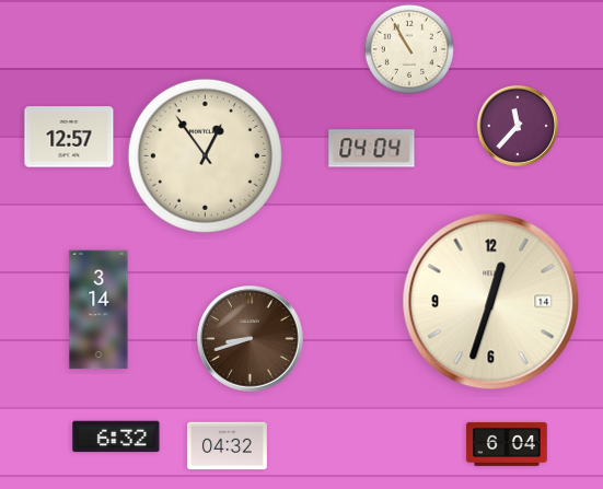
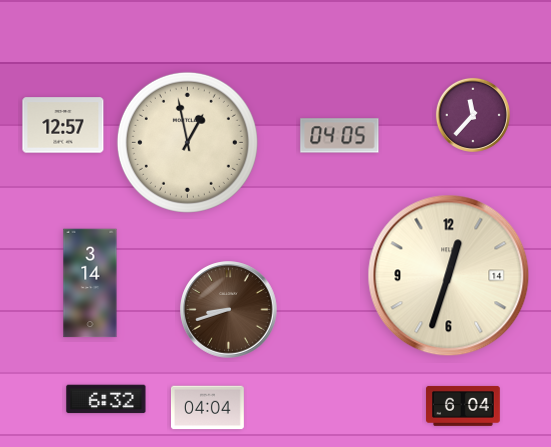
clock at (409, 49): 10:55 -> none
clock at (372, 149): 04:04 -> 04:05
clock at (205, 155): 12:54 -> 12:58
clock at (227, 446): 04:32 -> 04:04
